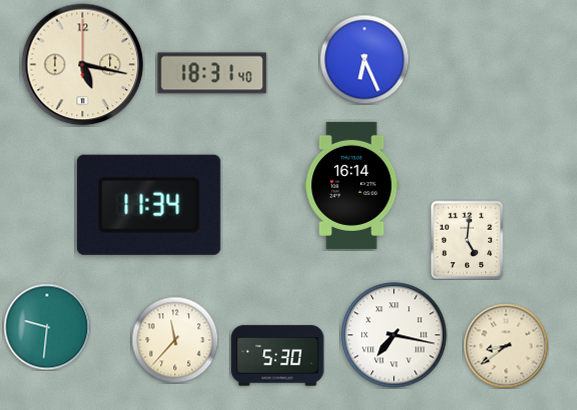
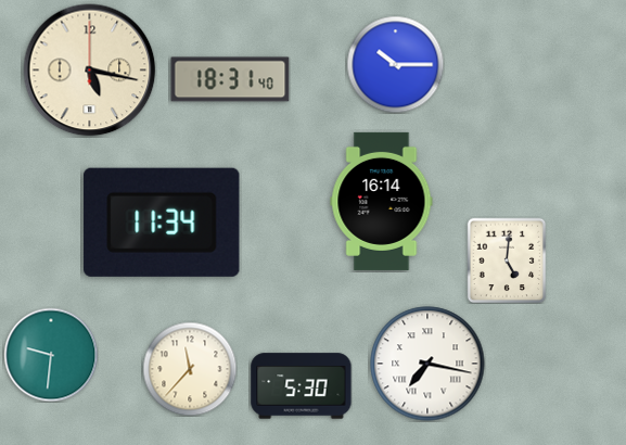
clock at (364, 59): 6:26 -> 10:15
clock at (506, 346): 8:39 -> none
